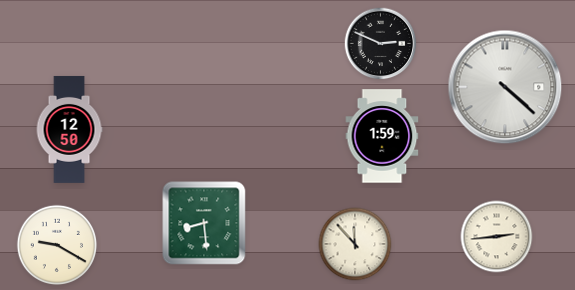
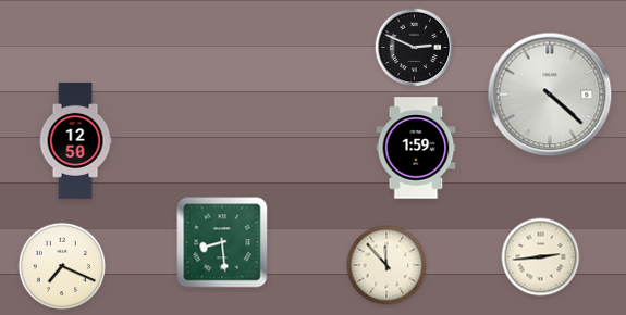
clock at (57, 245): 9:20 -> 7:19
